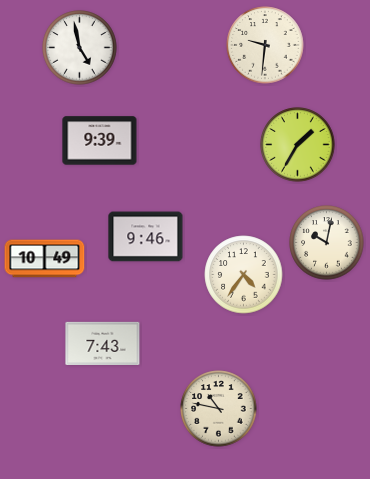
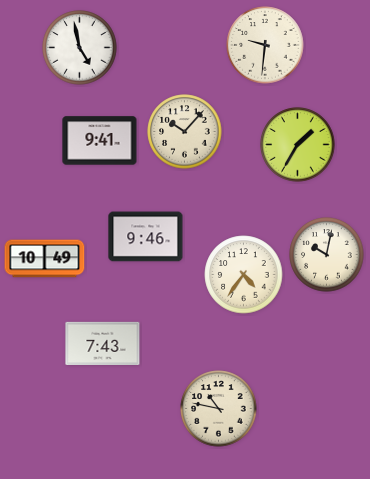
clock at (185, 132): none -> 10:07
clock at (100, 141): 9:39 -> 9:41
clock at (327, 243) position: (327, 243) -> (327, 255)
